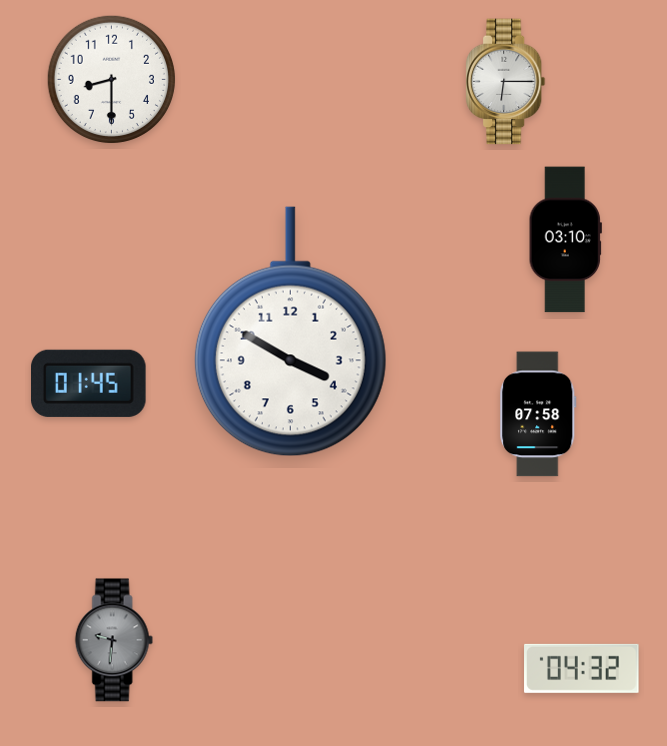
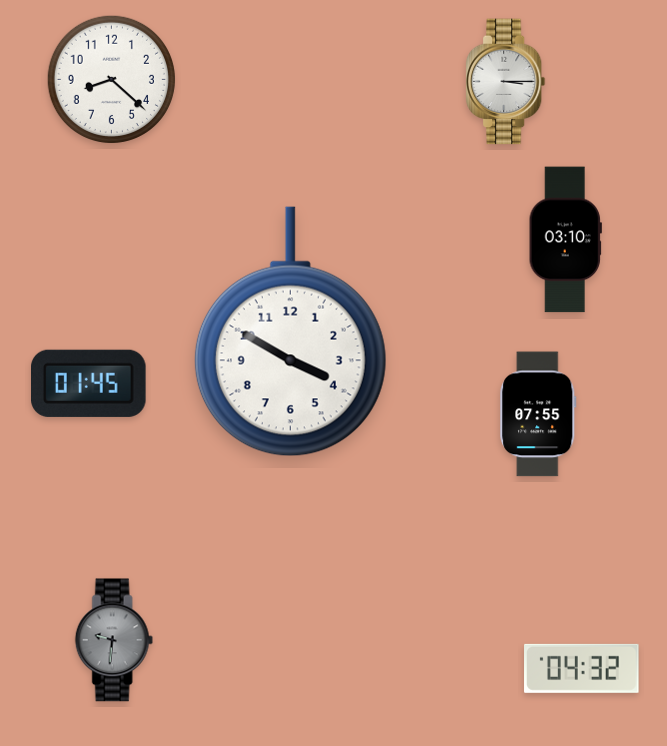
clock at (111, 79): 8:30 -> 8:22
clock at (506, 82): 6:15 -> 3:15
clock at (538, 414): 07:58 -> 07:55
